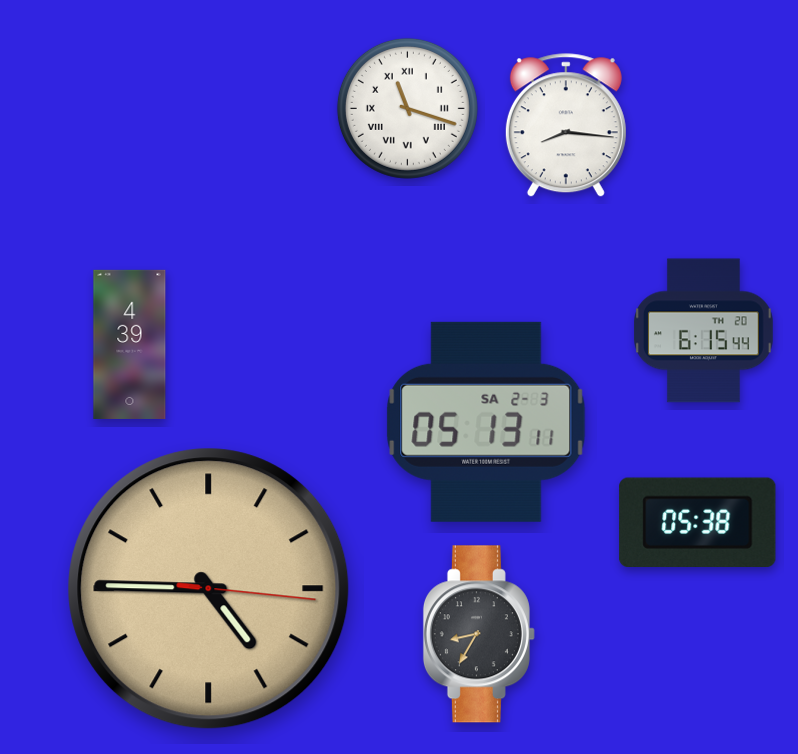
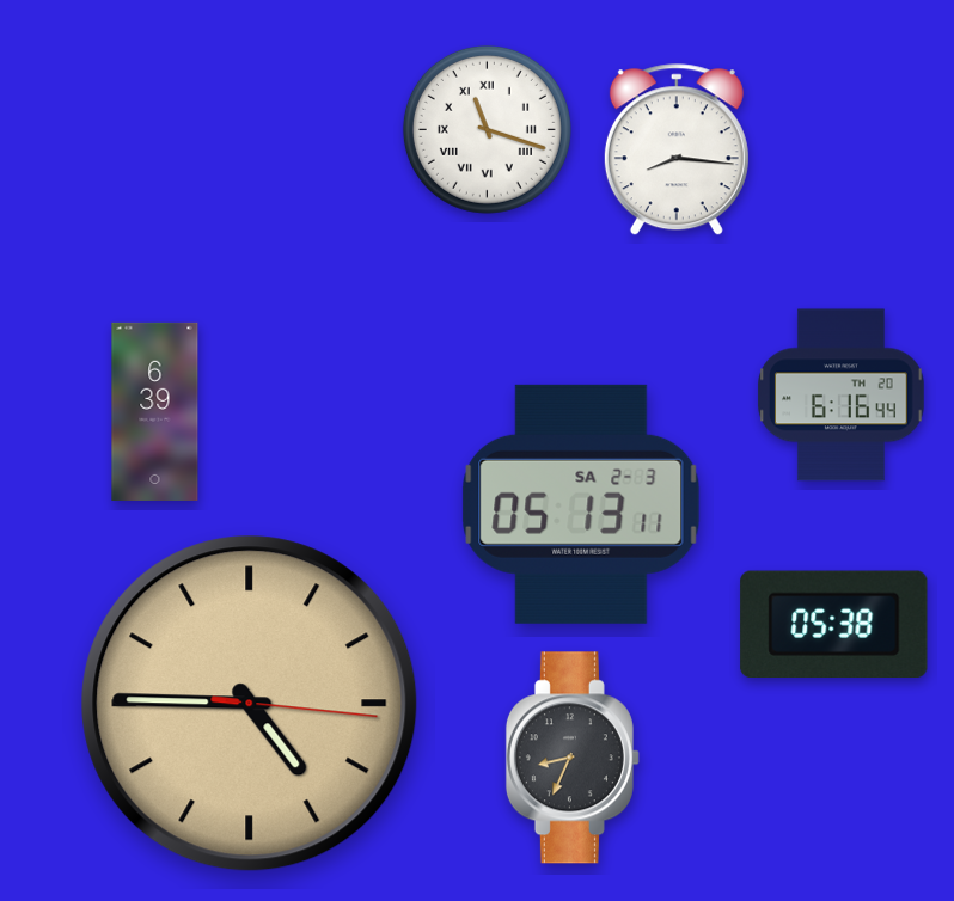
clock at (704, 331): 6:15 -> 6:16
clock at (130, 344): 4:39 -> 6:39
clock at (479, 634): 8:35 -> 8:34
